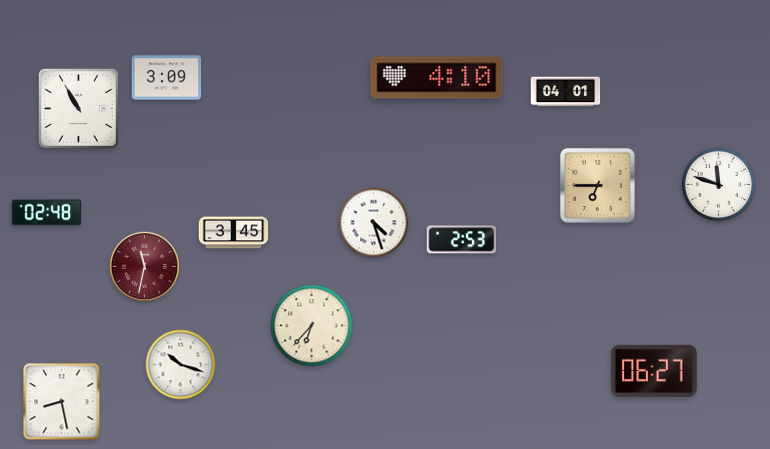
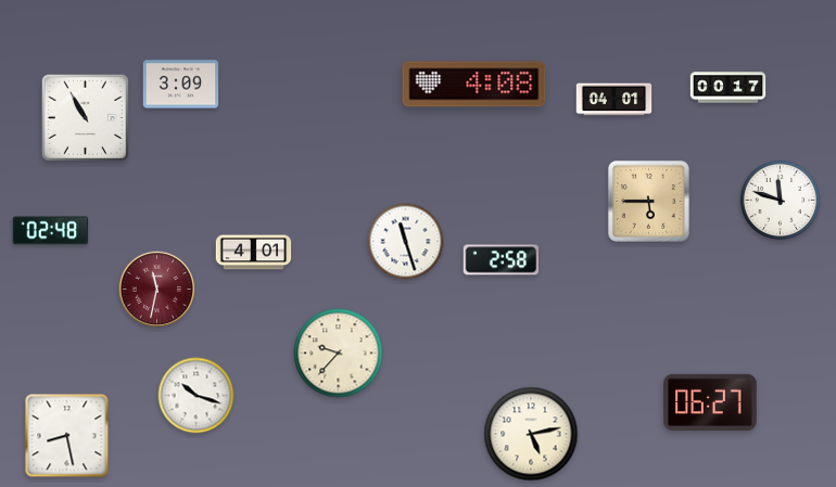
clock at (437, 78): 4:10 -> 4:08
clock at (729, 88): none -> 00:17
clock at (597, 185): 6:45 -> 5:45
clock at (374, 223): 4:27 -> 11:27
clock at (234, 233): 3:45 -> 4:01
clock at (462, 240): 2:53 -> 2:58
clock at (312, 326): 6:37 -> 9:37
clock at (531, 434): none -> 5:13
